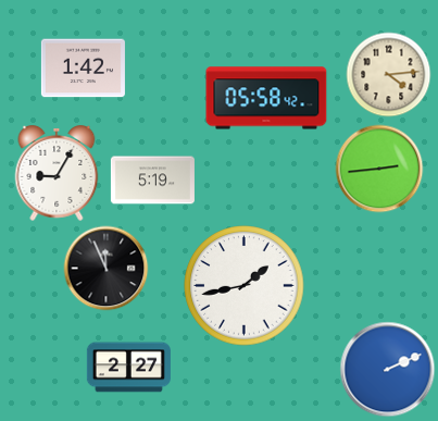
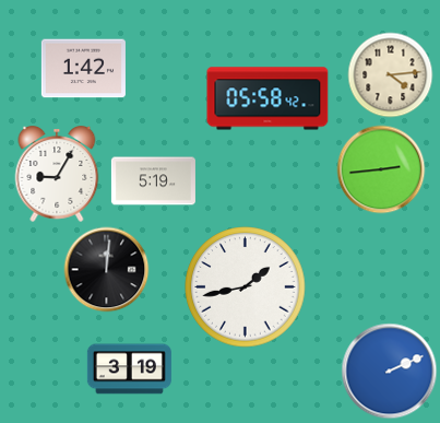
clock at (105, 268): 11:56 -> 12:01
clock at (128, 368): 2:27 -> 3:19
